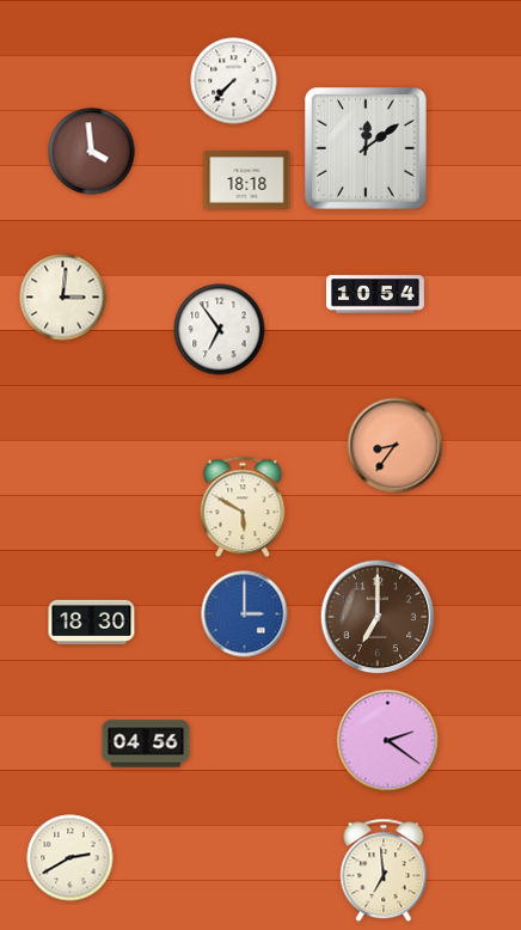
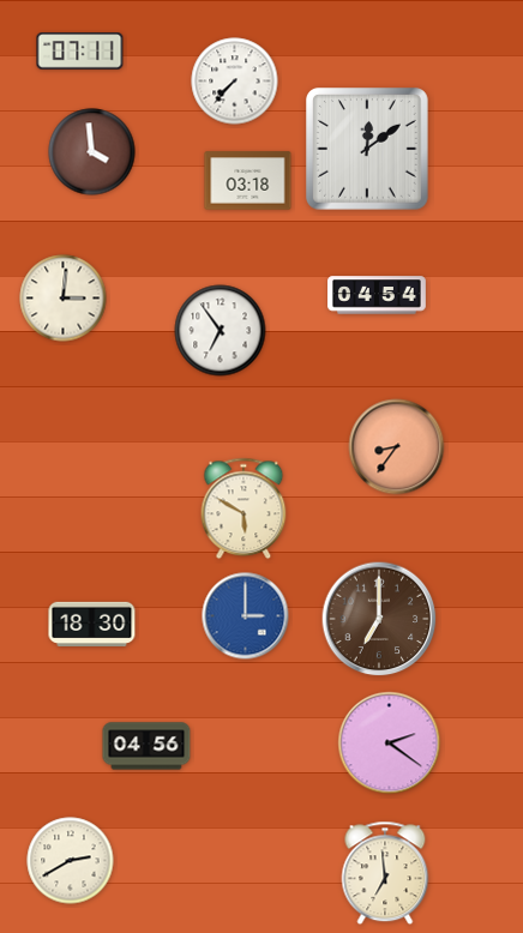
clock at (80, 52): none -> 07:11
clock at (247, 181): 18:18 -> 03:18
clock at (376, 294): 10:54 -> 04:54
